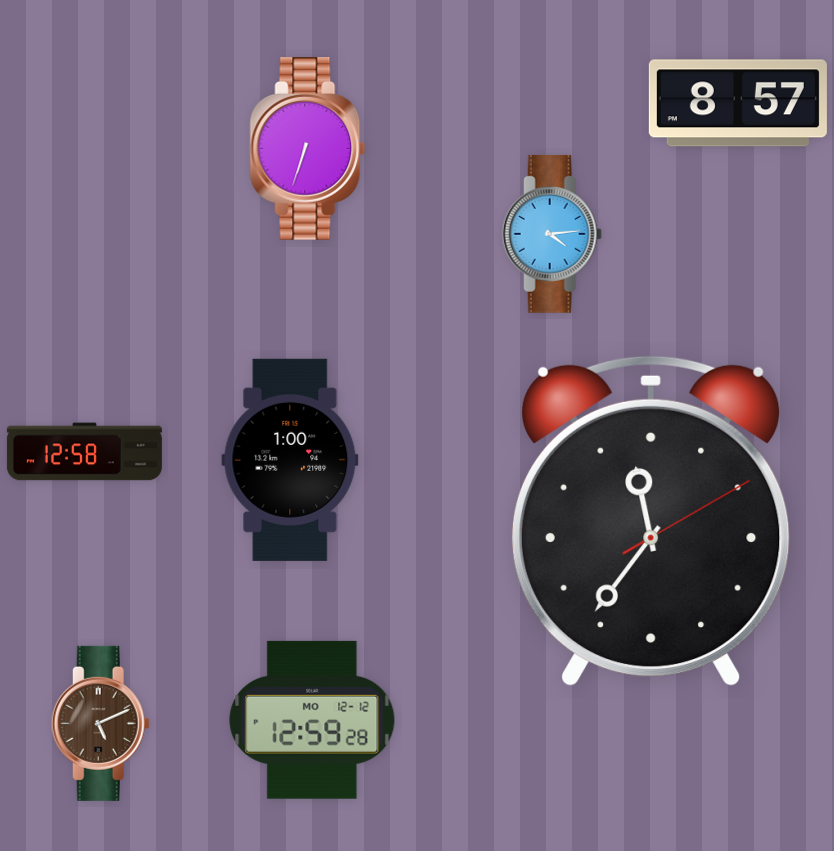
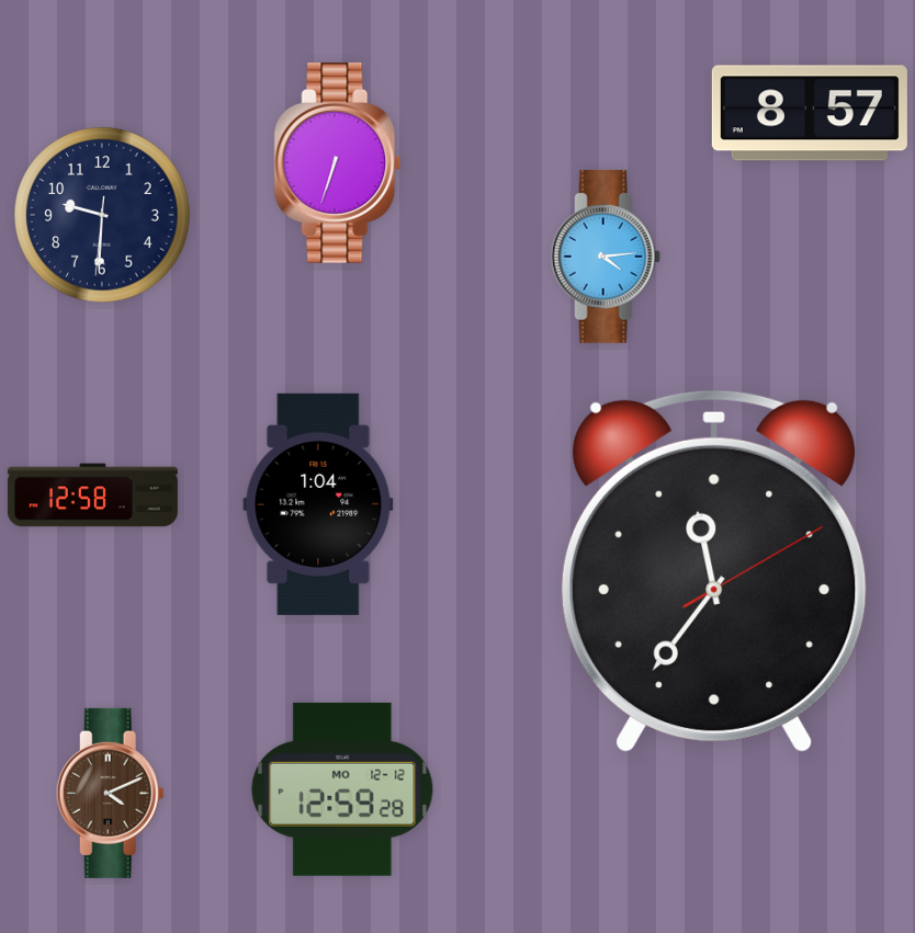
clock at (102, 215): none -> 9:30
clock at (290, 460): 1:00 -> 1:04
clock at (100, 723): 5:11 -> 4:11
